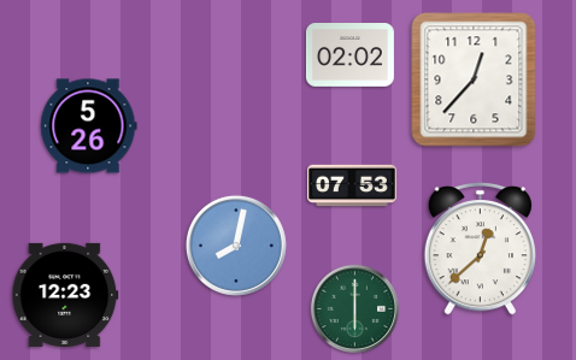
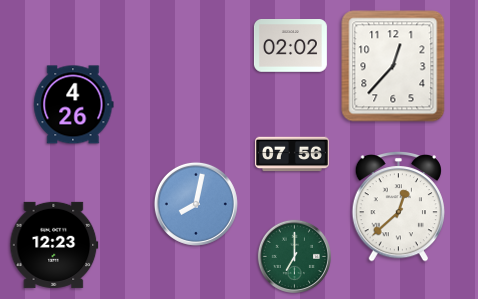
clock at (89, 126): 5:26 -> 4:26
clock at (353, 185): 07:53 -> 07:56
clock at (354, 308): 6:00 -> 7:00
